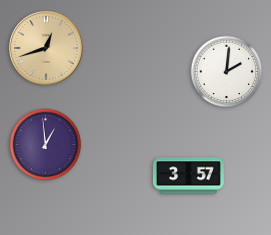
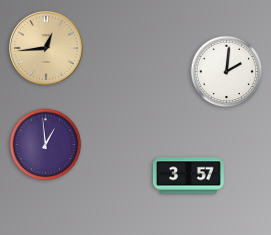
clock at (47, 49): 12:42 -> 12:44
